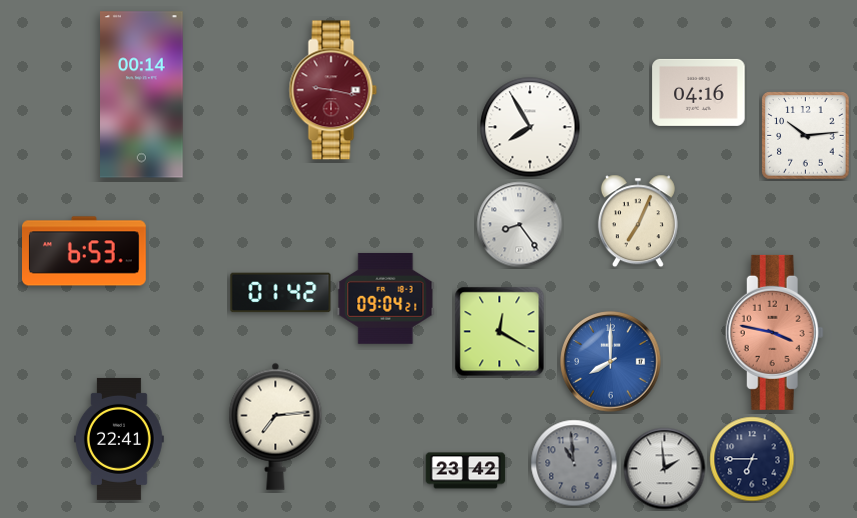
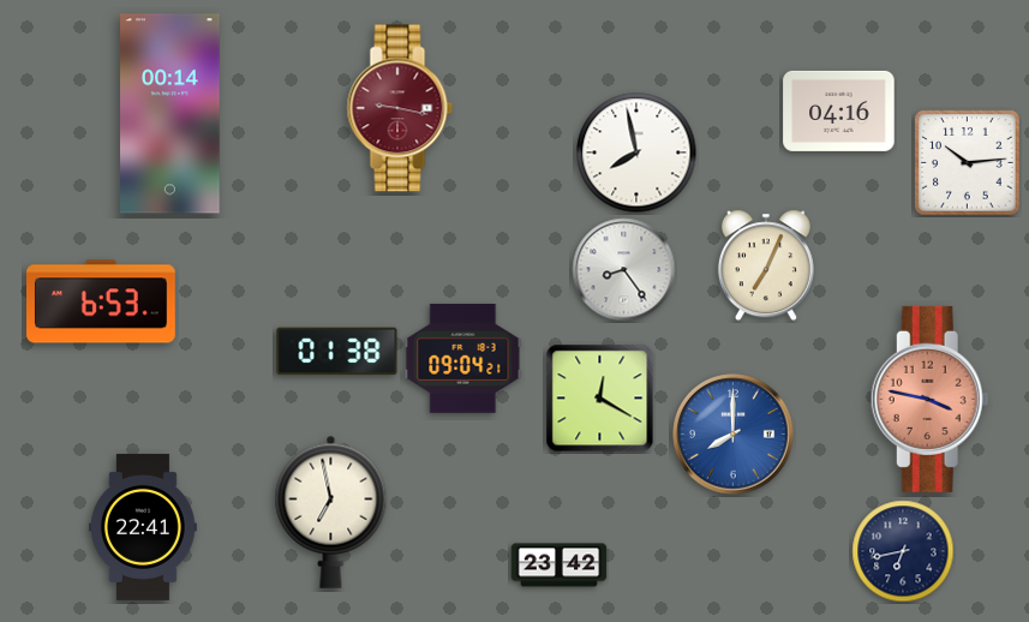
clock at (530, 127): 7:55 -> 7:58
clock at (281, 293): 01:42 -> 01:38
clock at (276, 426): 7:14 -> 6:58
clock at (752, 459): 6:45 -> 6:43
clock at (574, 463): 10:59 -> none
clock at (665, 469): 1:59 -> none
